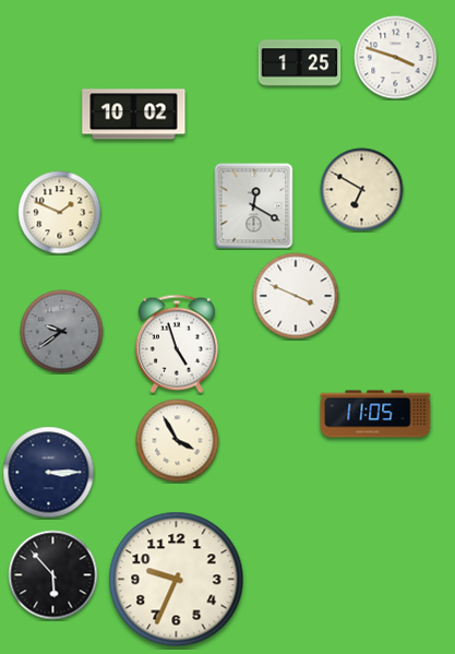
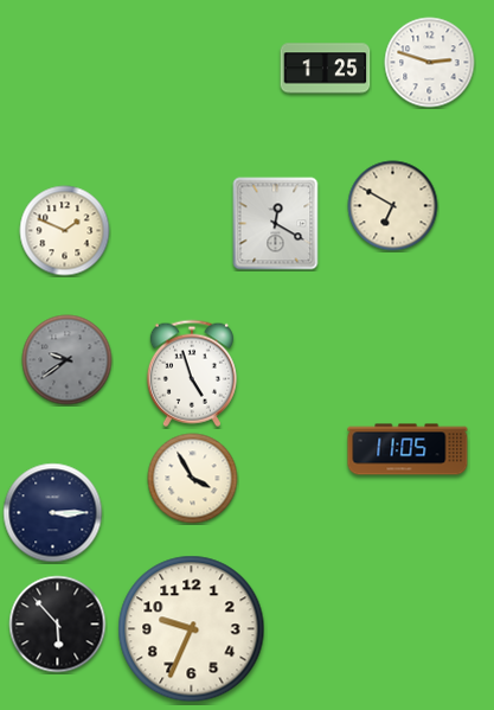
clock at (396, 58): 3:48 -> 2:48
clock at (134, 115): 10:02 -> none
clock at (296, 296): 3:49 -> none
